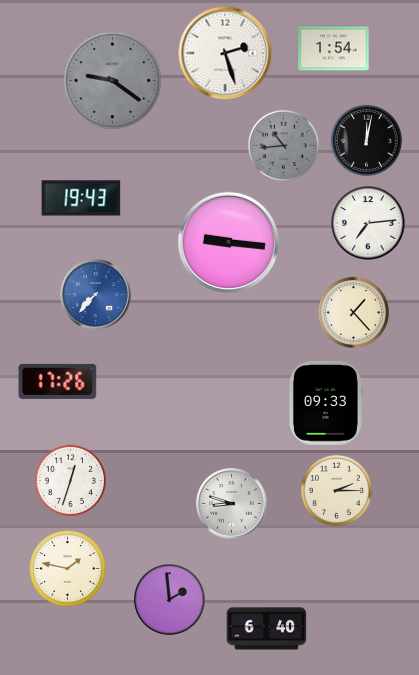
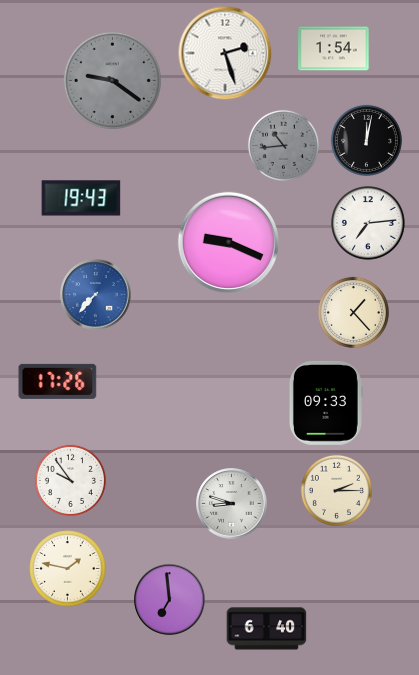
clock at (228, 242): 9:16 -> 9:19
clock at (70, 480): 12:33 -> 9:54
clock at (170, 600): 1:59 -> 6:59
